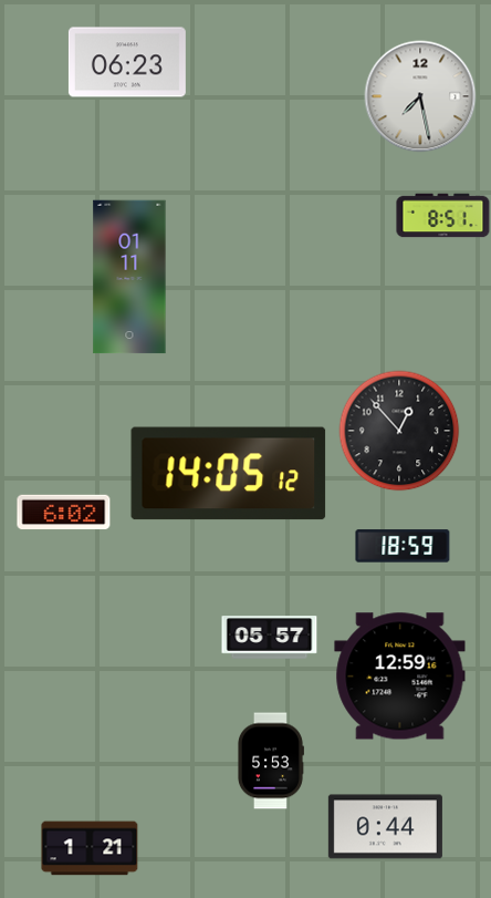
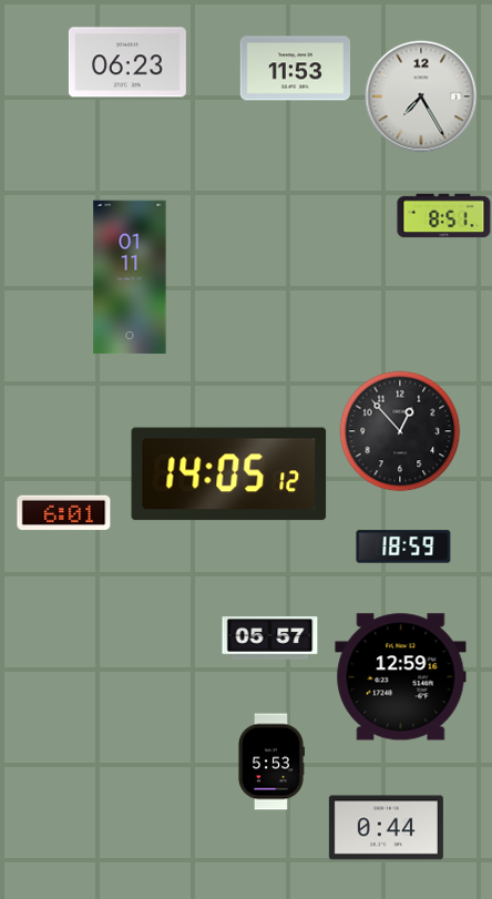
clock at (295, 69): none -> 11:53
clock at (420, 96): 7:28 -> 7:25
clock at (64, 513): 6:02 -> 6:01
clock at (90, 848): 1:21 -> none
